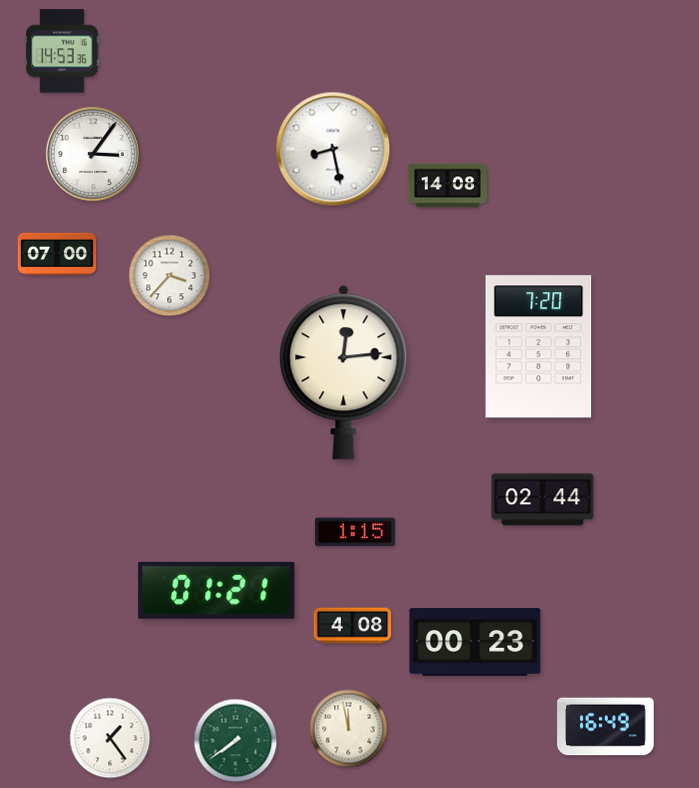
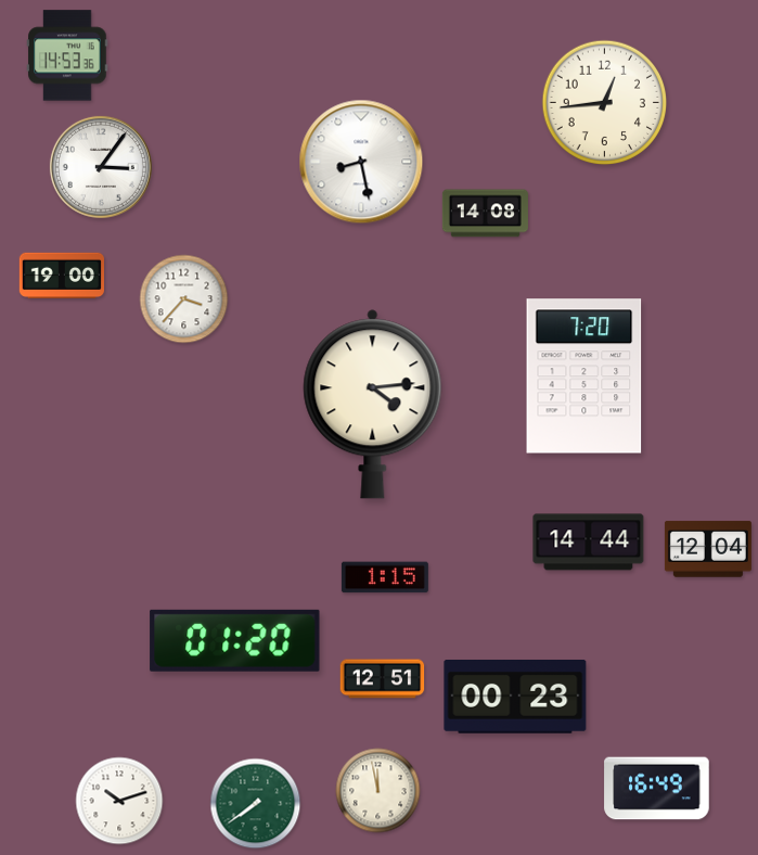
clock at (605, 103): none -> 12:44
clock at (447, 186) position: (447, 186) -> (485, 214)
clock at (56, 253): 07:00 -> 19:00
clock at (344, 373): 12:14 -> 4:14
clock at (543, 500): 02:44 -> 14:44
clock at (708, 549): none -> 12:04
clock at (217, 590): 01:21 -> 01:20
clock at (353, 626): 4:08 -> 12:51
clock at (110, 738): 1:24 -> 10:12
